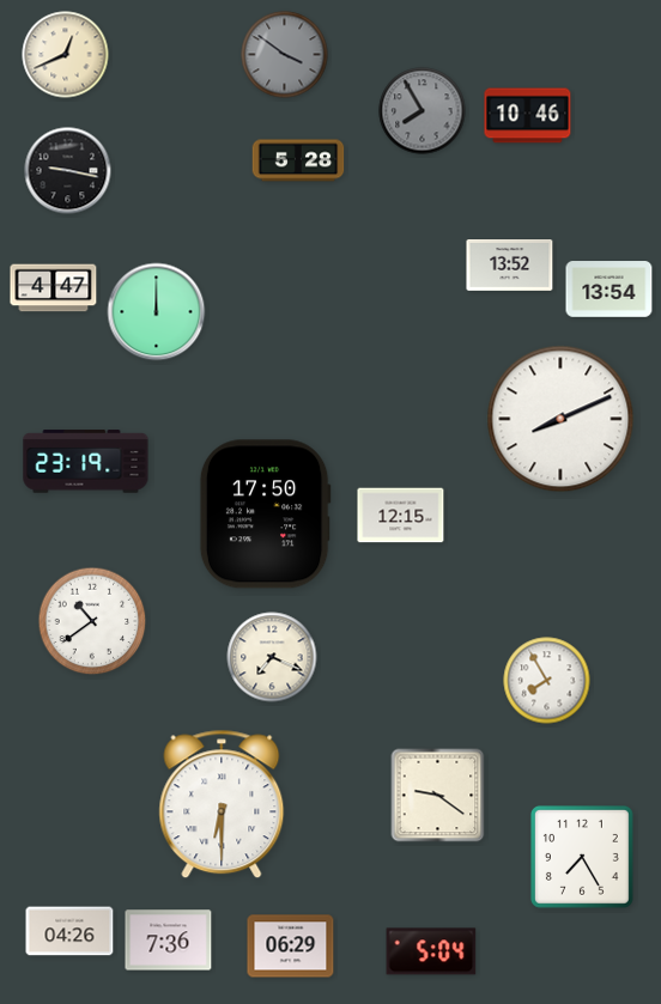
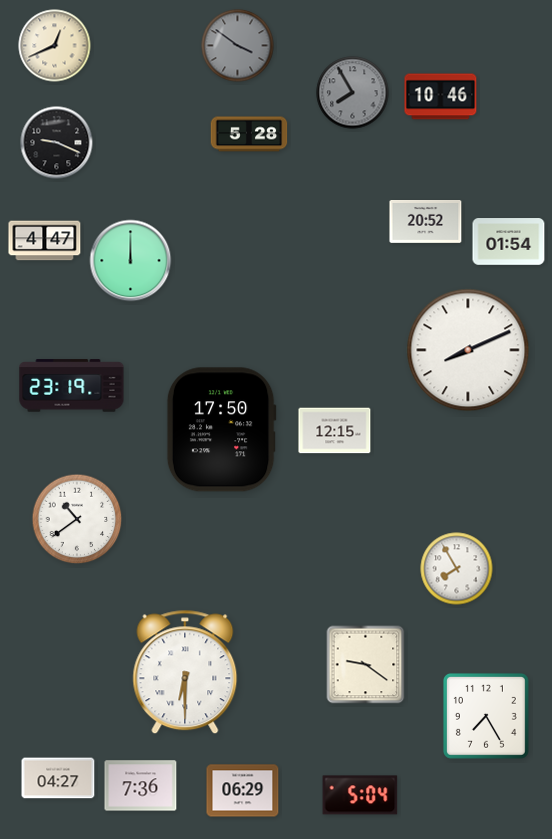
clock at (68, 171): 9:17 -> 9:19
clock at (510, 266): 13:52 -> 20:52
clock at (610, 290): 13:54 -> 01:54
clock at (272, 657): 7:19 -> none
clock at (69, 931): 04:26 -> 04:27
